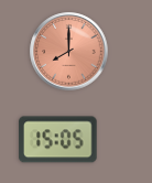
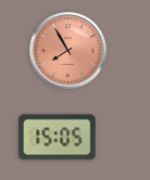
clock at (69, 52): 8:00 -> 7:55
